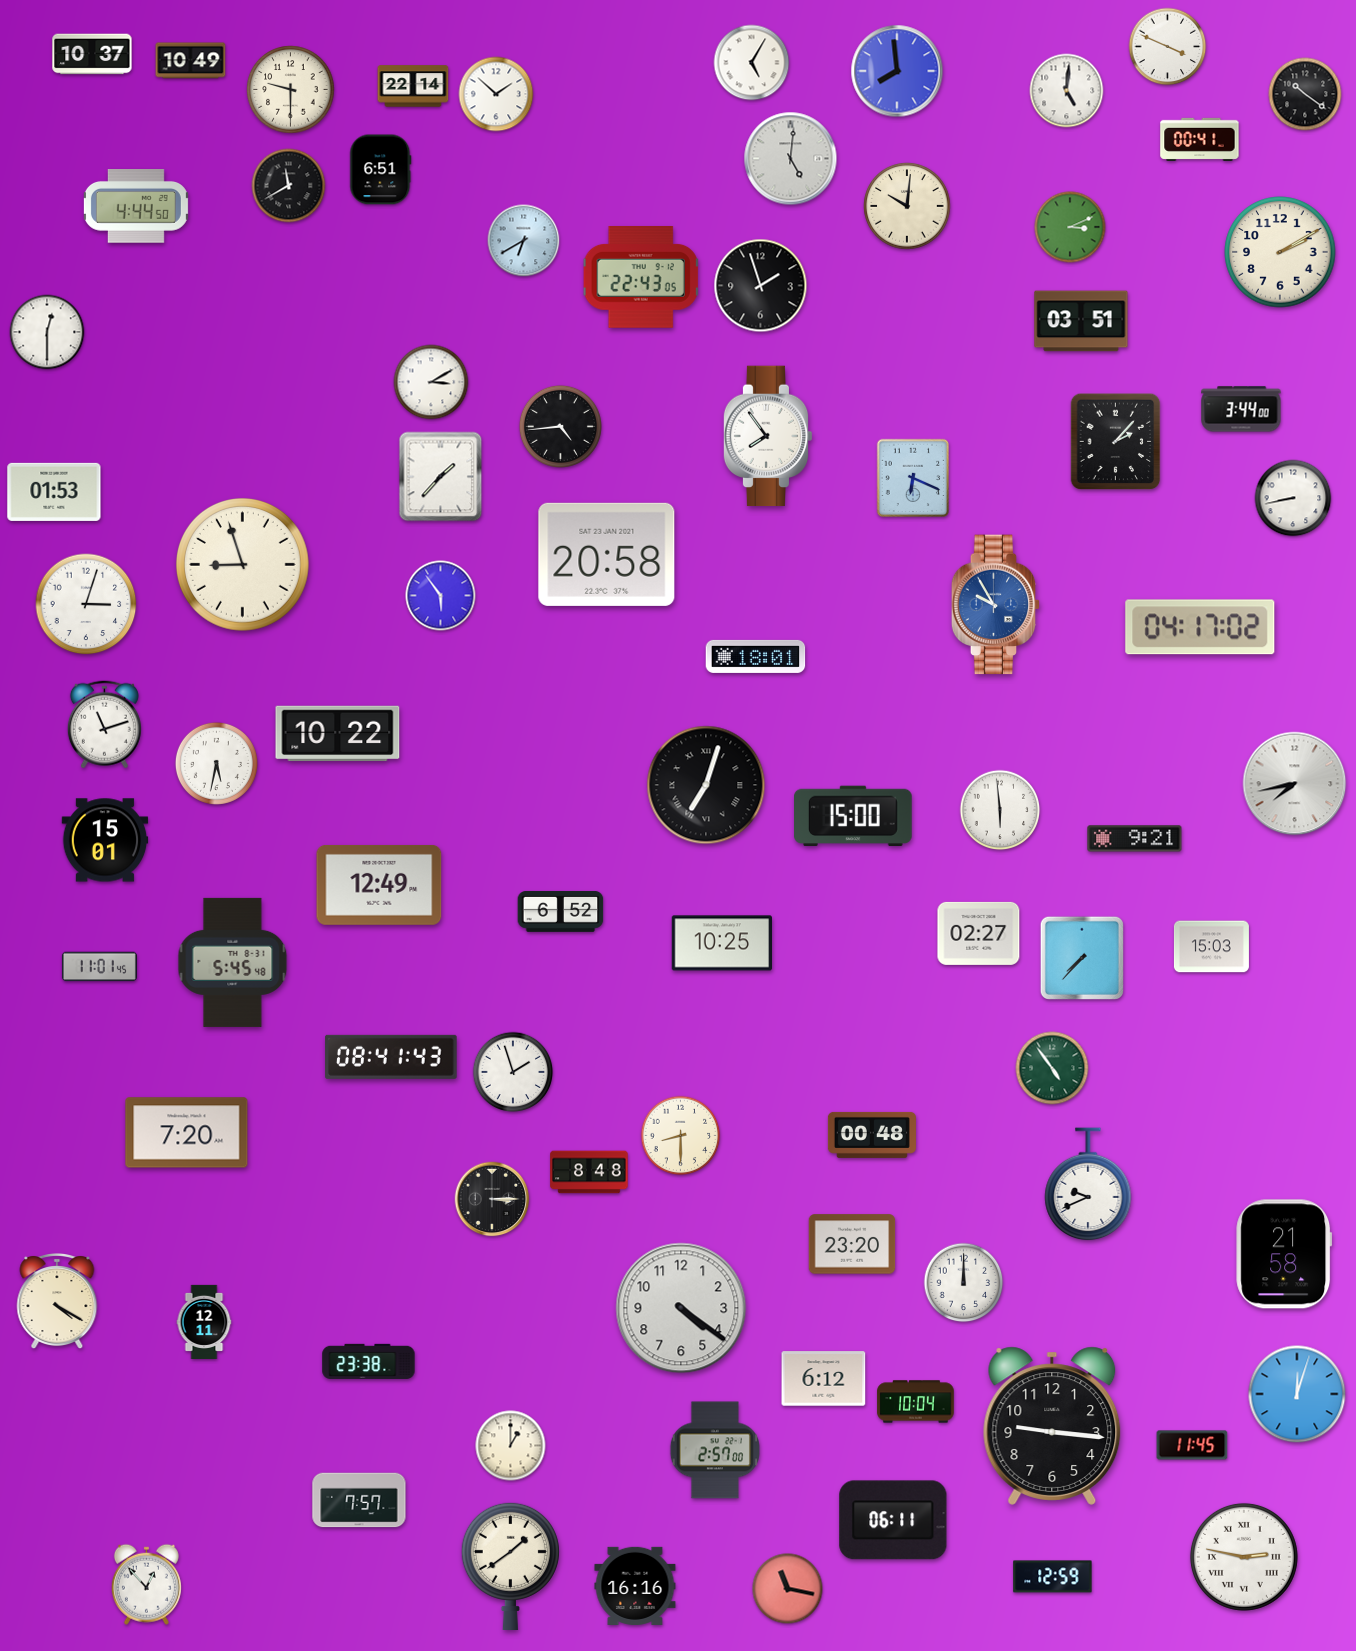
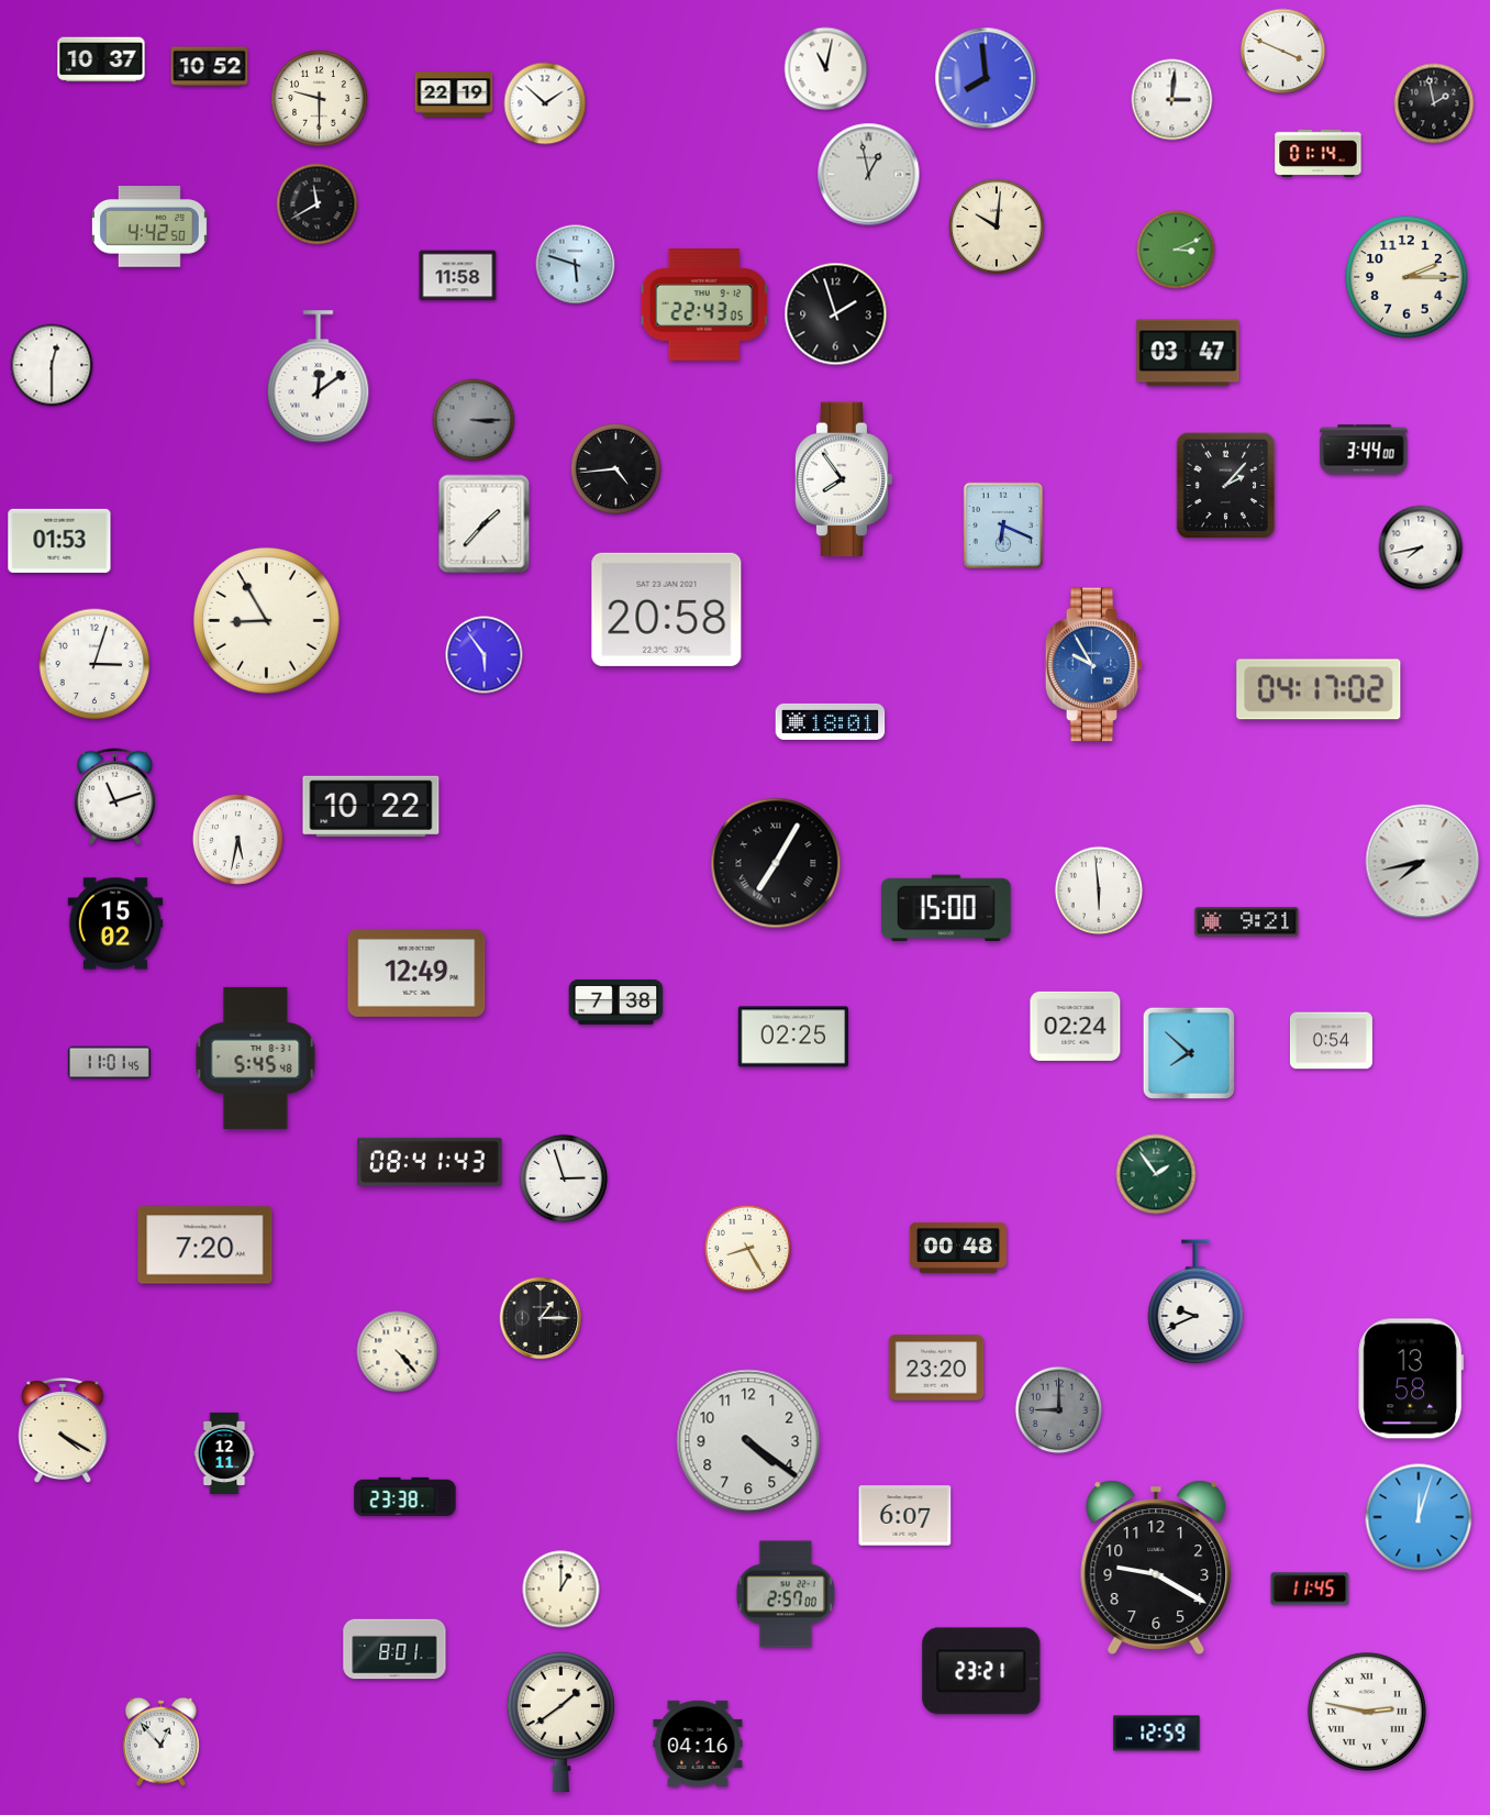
clock at (191, 61): 10:49 -> 10:52
clock at (752, 63): 5:05 -> 11:02
clock at (413, 86): 22:14 -> 22:19
clock at (1067, 91): 5:01 -> 3:01
clock at (1305, 94): 10:21 -> 1:58
clock at (1200, 139): 00:41 -> 01:14
clock at (791, 159): 5:01 -> 12:58
clock at (381, 170): 6:51 -> none
clock at (136, 207): 4:44 -> 4:42
clock at (524, 241): 6:40 -> 5:48
clock at (458, 276): none -> 11:58
clock at (1280, 252): 2:10 -> 2:15
clock at (1081, 321): 03:51 -> 03:47
clock at (319, 377): none -> 12:09
clock at (431, 382): 3:10 -> 3:15
clock at (431, 382) dial: white -> grey
clock at (1293, 498): 8:43 -> 7:43
clock at (242, 564): 8:57 -> 8:55
clock at (706, 785): 7:03 -> 7:05
clock at (854, 816) position: (854, 816) -> (947, 908)
clock at (105, 840): 15:01 -> 15:02
clock at (561, 911): 6:52 -> 7:38
clock at (979, 933): 02:27 -> 02:24
clock at (722, 943): 10:25 -> 02:25
clock at (1211, 947): 15:03 -> 0:54
clock at (1082, 958): 7:37 -> 7:52
clock at (1052, 1068): 4:54 -> 1:54
clock at (513, 1072): 1:57 -> 2:57
clock at (681, 1136): 8:30 -> 8:25
clock at (589, 1172): 8:48 -> none
clock at (492, 1199): 3:15 -> 1:15
clock at (398, 1352): none -> 4:23
clock at (1284, 1254): 21:58 -> 13:58
clock at (964, 1283): 12:00 -> 9:00
clock at (964, 1283) dial: white -> grey
clock at (681, 1308) position: (681, 1308) -> (748, 1441)
clock at (824, 1379): 6:12 -> 6:07
clock at (1297, 1394) position: (1297, 1394) -> (1419, 1517)
clock at (916, 1402): 10:04 -> none
clock at (1052, 1426): 9:16 -> 9:20
clock at (359, 1500): 7:57 -> 8:01
clock at (893, 1520): 06:11 -> 23:21
clock at (635, 1586): 16:16 -> 04:16
clock at (788, 1589): 11:17 -> none
